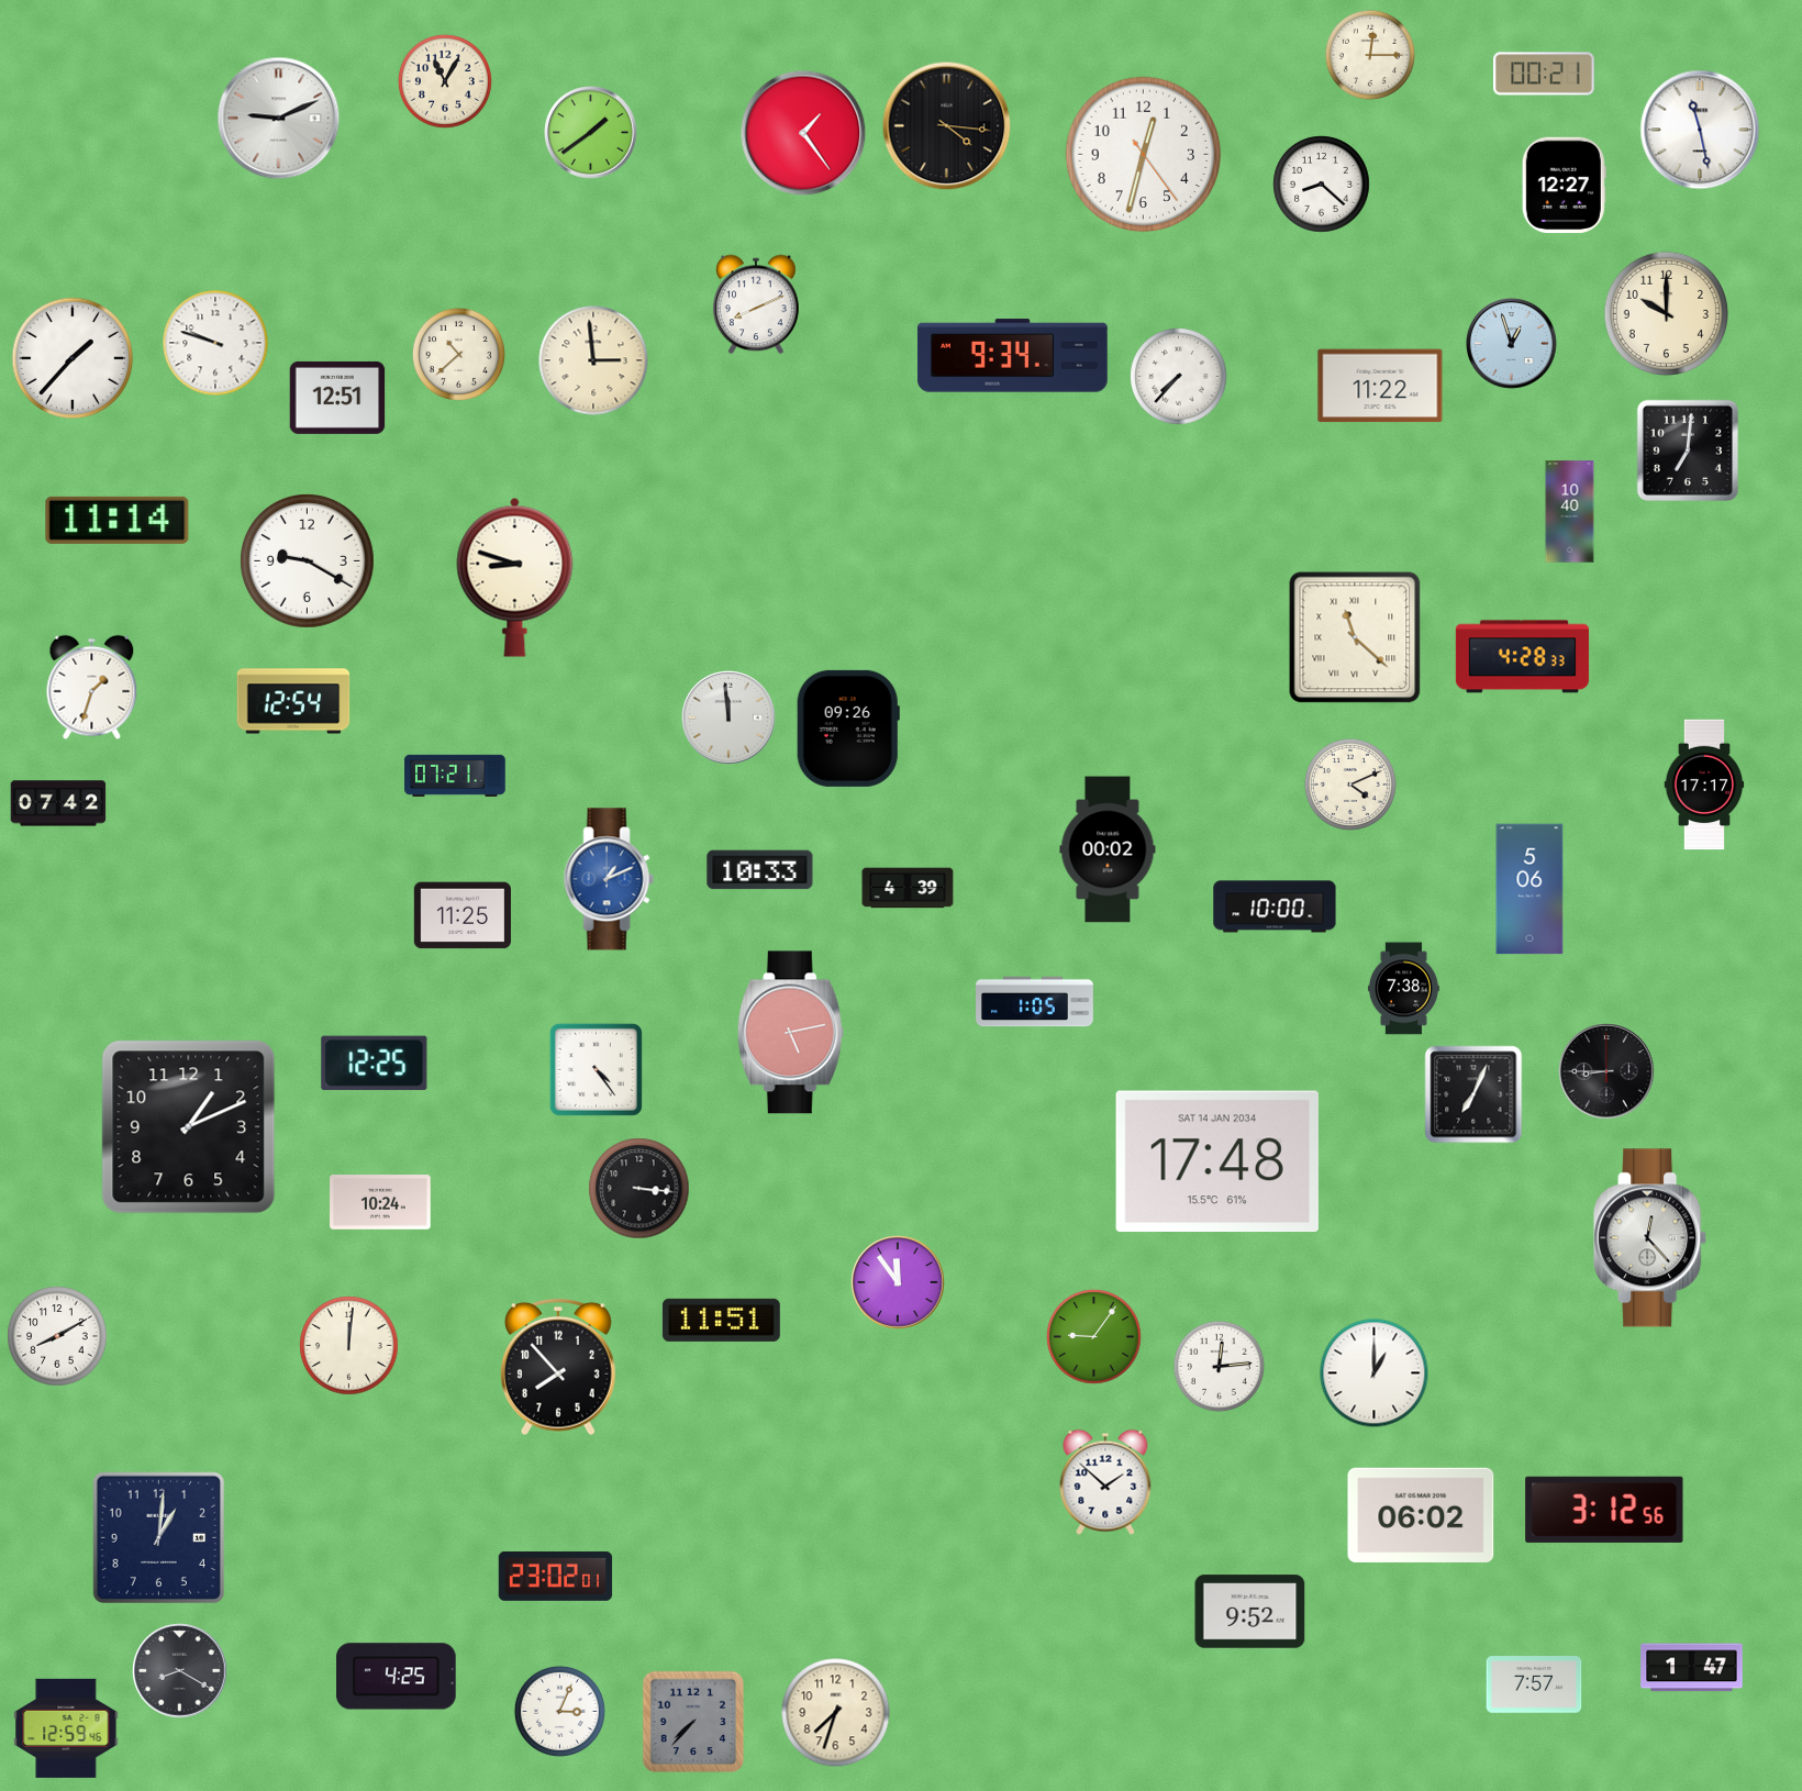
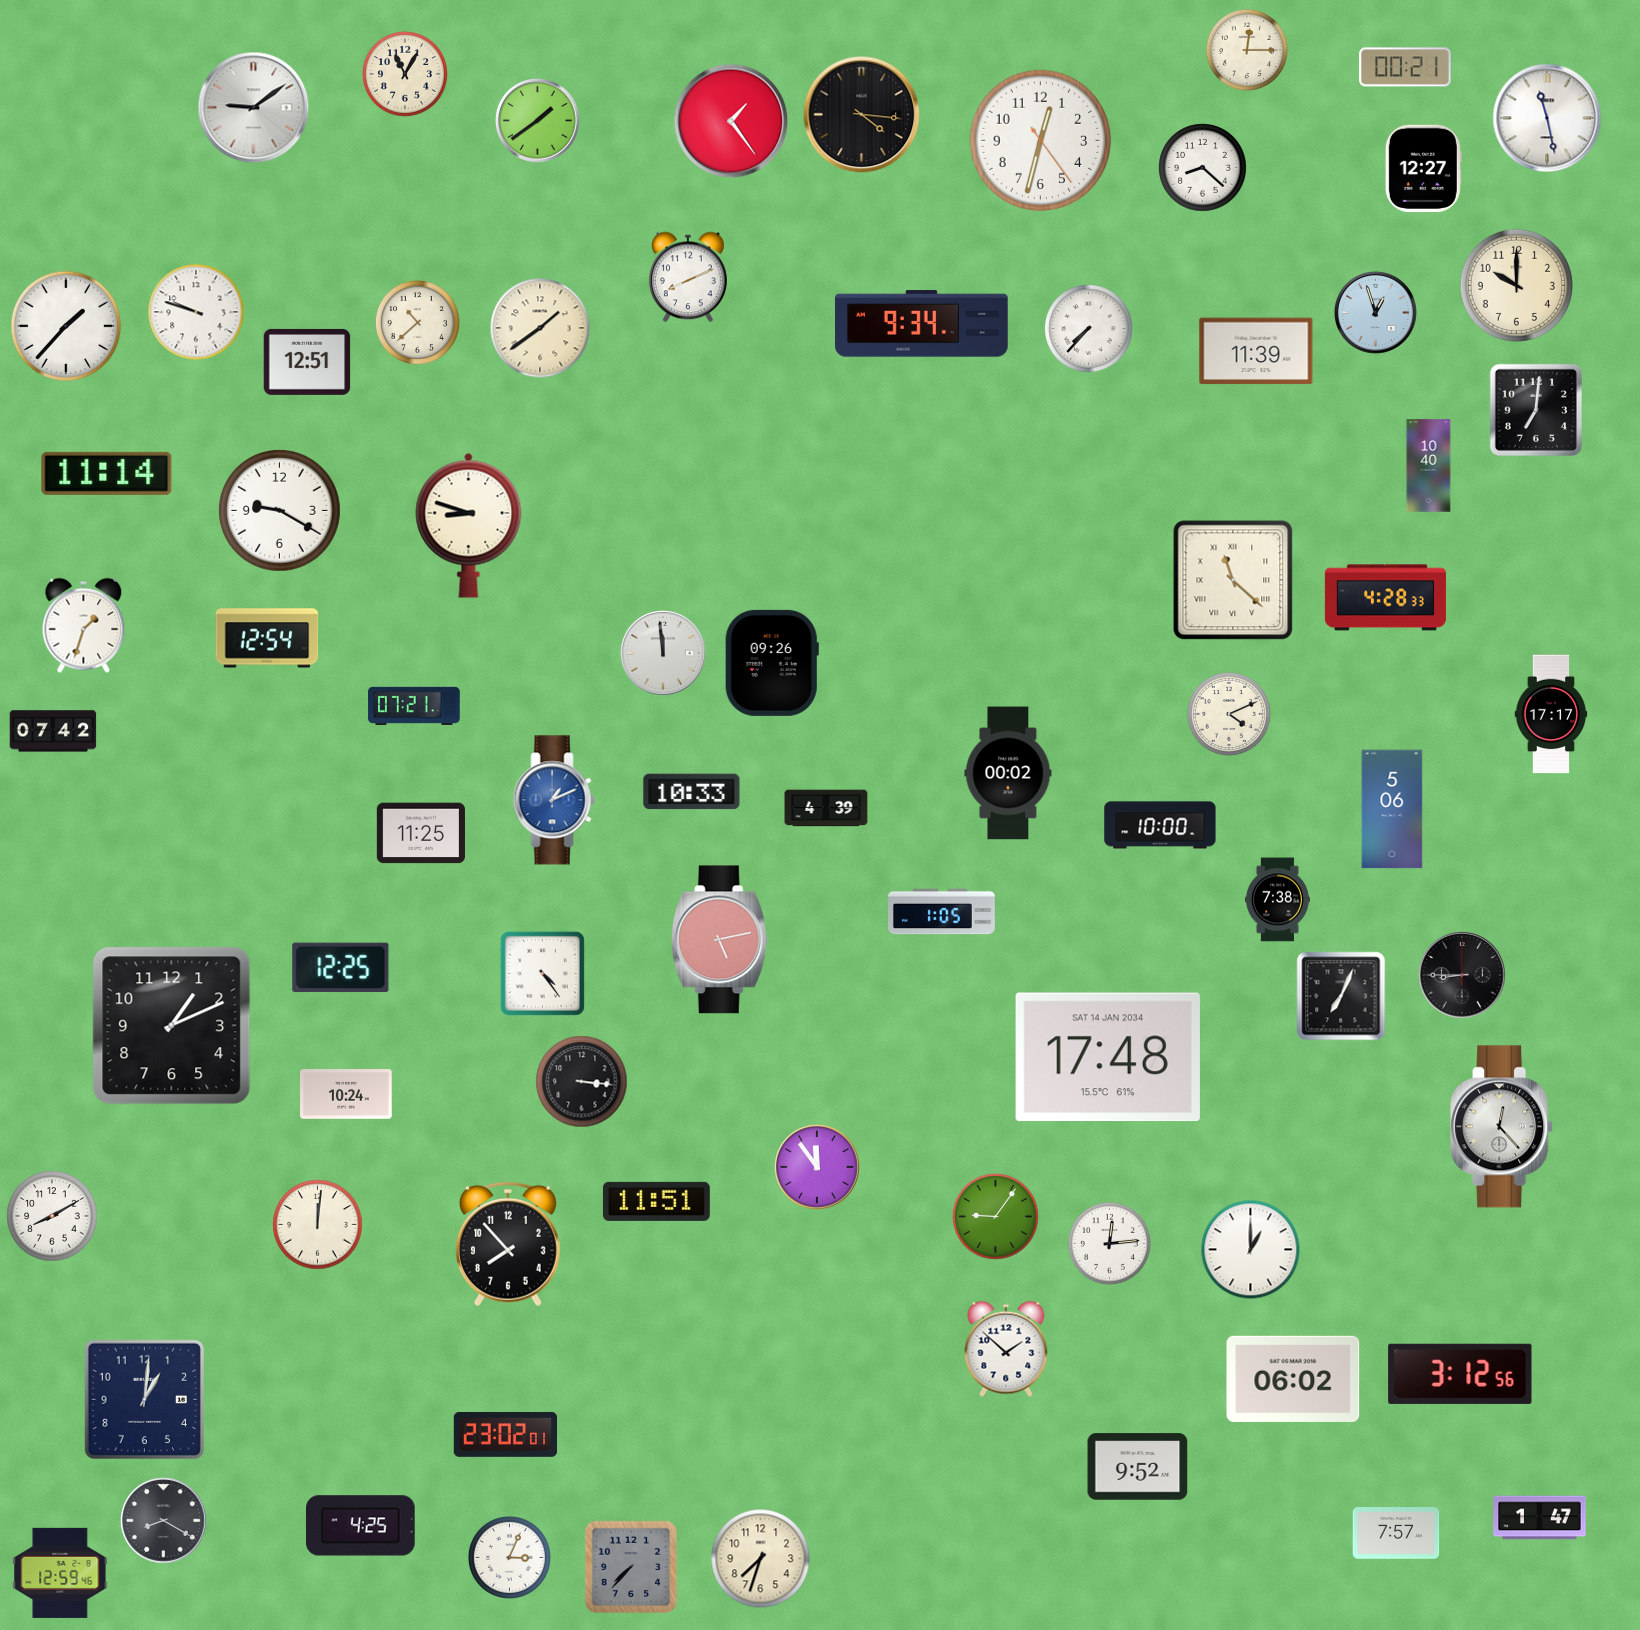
clock at (279, 119): 9:11 -> 9:09
clock at (593, 360): 2:59 -> 1:39
clock at (1179, 377) position: (1179, 377) -> (1089, 329)
clock at (1380, 386): 11:22 -> 11:39
